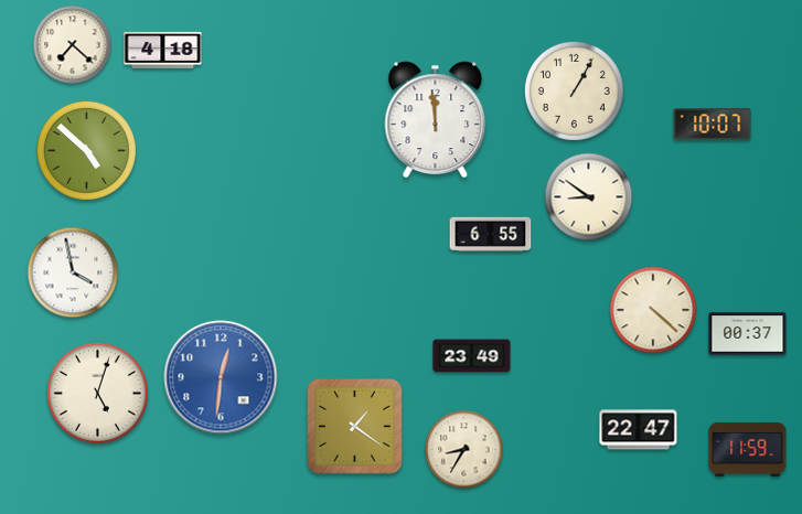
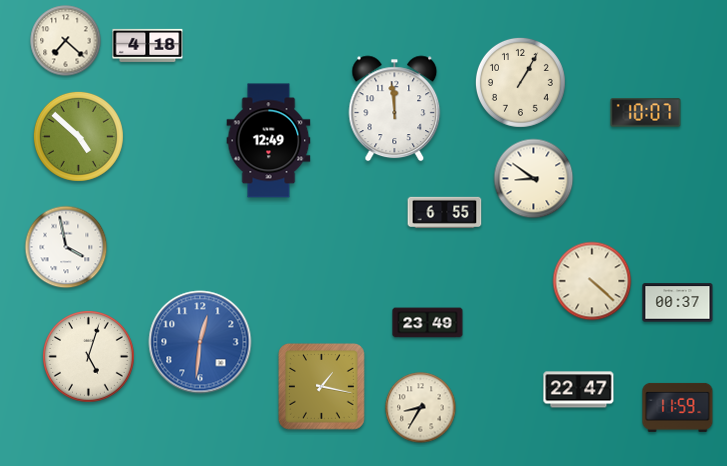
clock at (269, 141): none -> 12:49
clock at (355, 427): 1:21 -> 1:17
